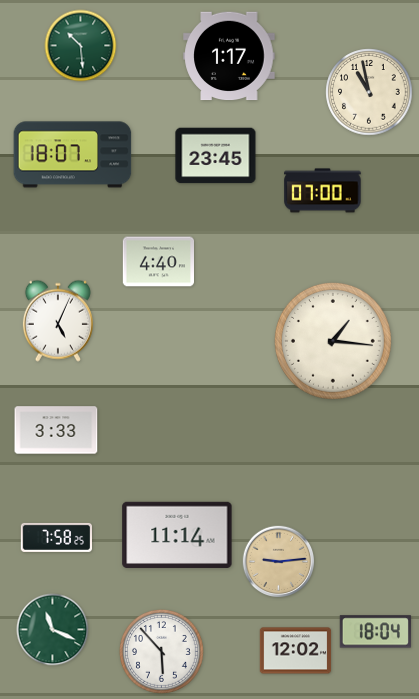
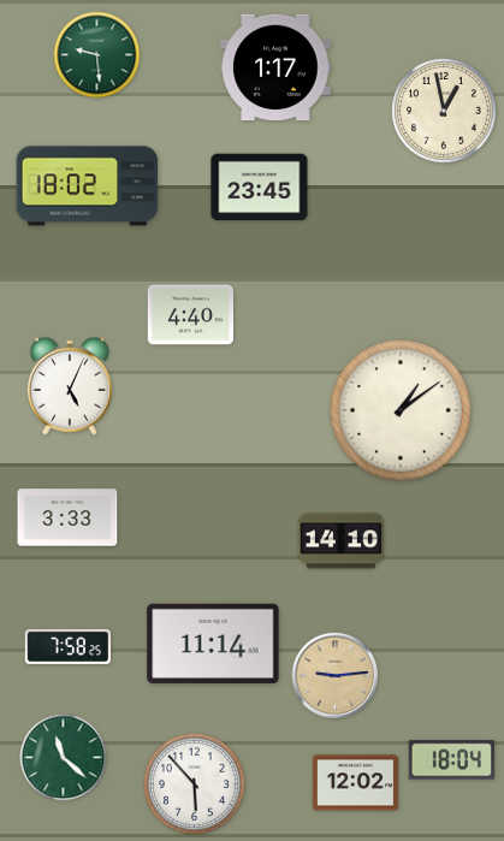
clock at (81, 46): 10:29 -> 9:29
clock at (369, 92): 10:58 -> 12:58
clock at (73, 155): 18:07 -> 18:02
clock at (323, 191): 07:00 -> none
clock at (333, 341): 1:16 -> 1:09
clock at (340, 541): none -> 14:10
clock at (53, 630): 11:19 -> 11:22
